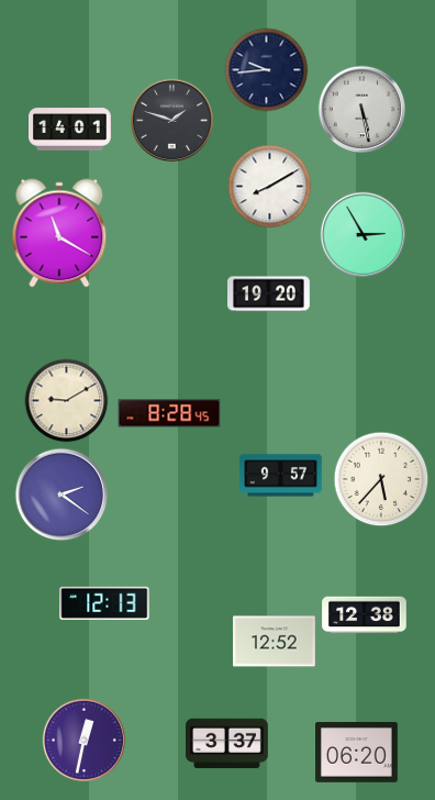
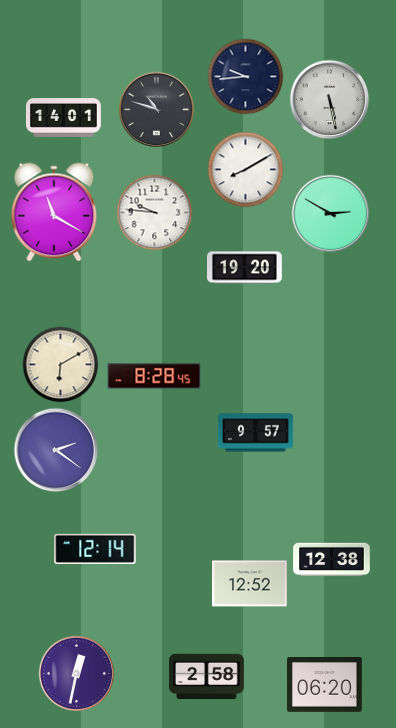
clock at (267, 70) position: (267, 70) -> (246, 77)
clock at (171, 120): 1:48 -> 10:48
clock at (155, 213): none -> 9:46
clock at (364, 235): 2:55 -> 2:50
clock at (67, 401): 9:10 -> 6:10
clock at (381, 479): 5:37 -> none
clock at (104, 602): 12:13 -> 12:14
clock at (227, 744): 3:37 -> 2:58
